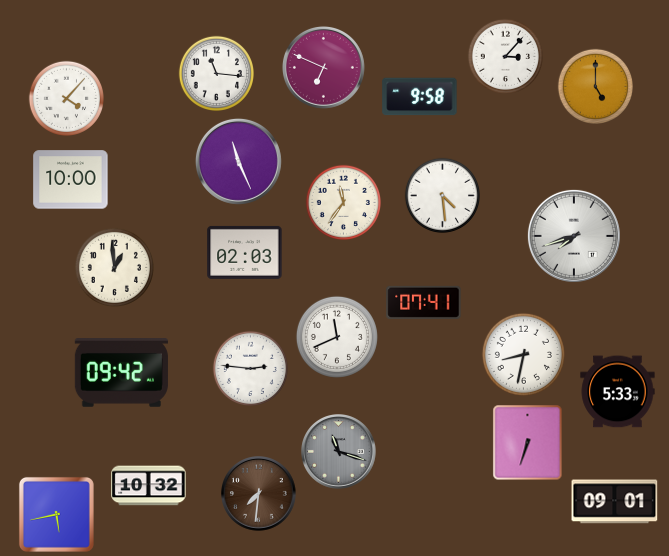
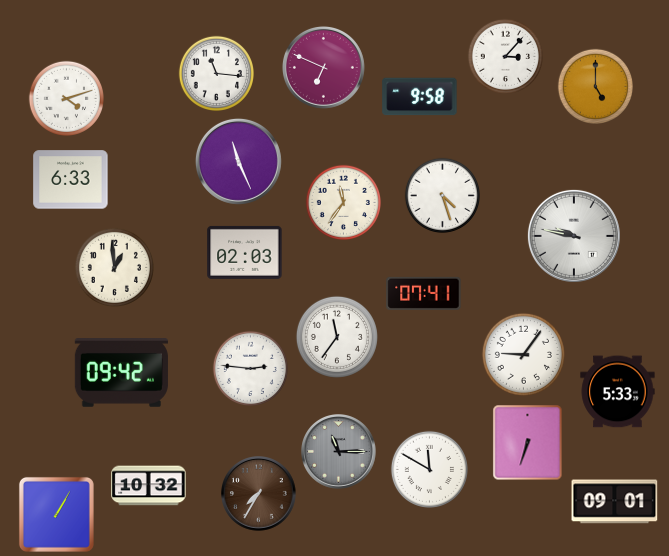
clock at (66, 98): 4:07 -> 4:12
clock at (71, 180): 10:00 -> 6:33
clock at (442, 195): 4:29 -> 4:27
clock at (574, 236): 7:42 -> 9:47
clock at (424, 302) position: (424, 302) -> (424, 293)
clock at (337, 337): 11:41 -> 11:36
clock at (523, 354): 8:32 -> 9:06
clock at (339, 452): 11:18 -> 11:15
clock at (429, 469): none -> 11:50
clock at (259, 494): 7:31 -> 7:35
clock at (56, 514): 5:43 -> 1:05
